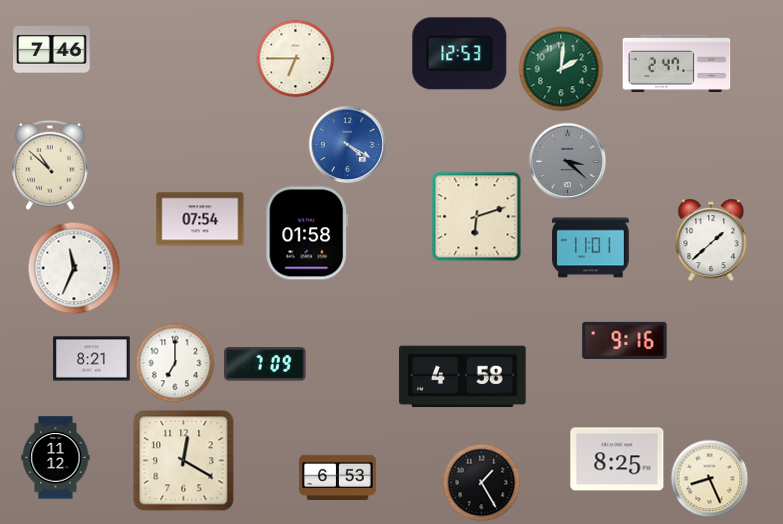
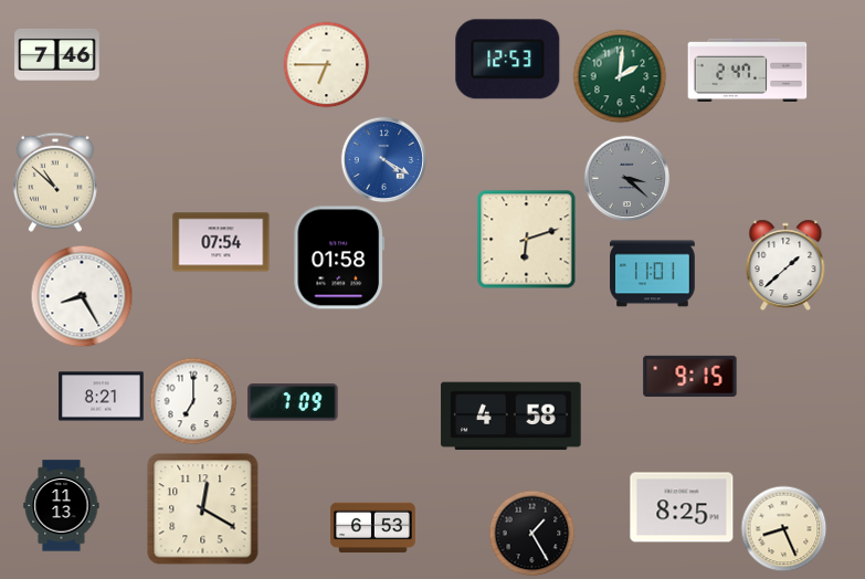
clock at (74, 268): 11:34 -> 8:25
clock at (625, 340): 9:16 -> 9:15
clock at (56, 458): 11:12 -> 11:13
